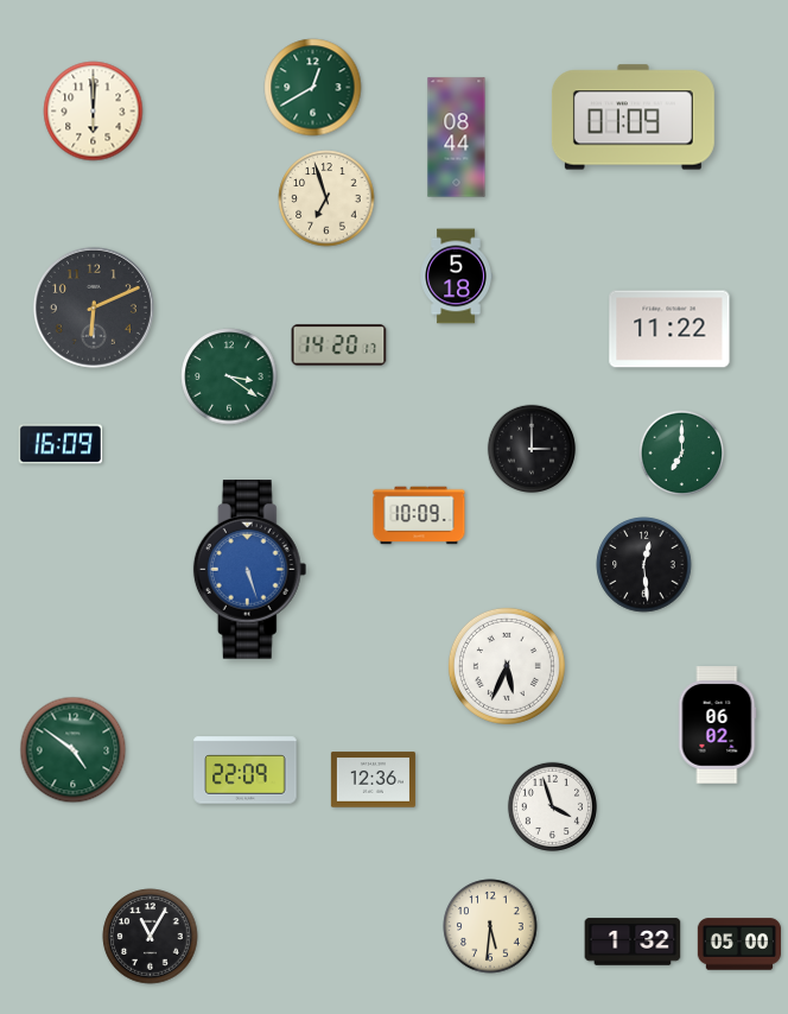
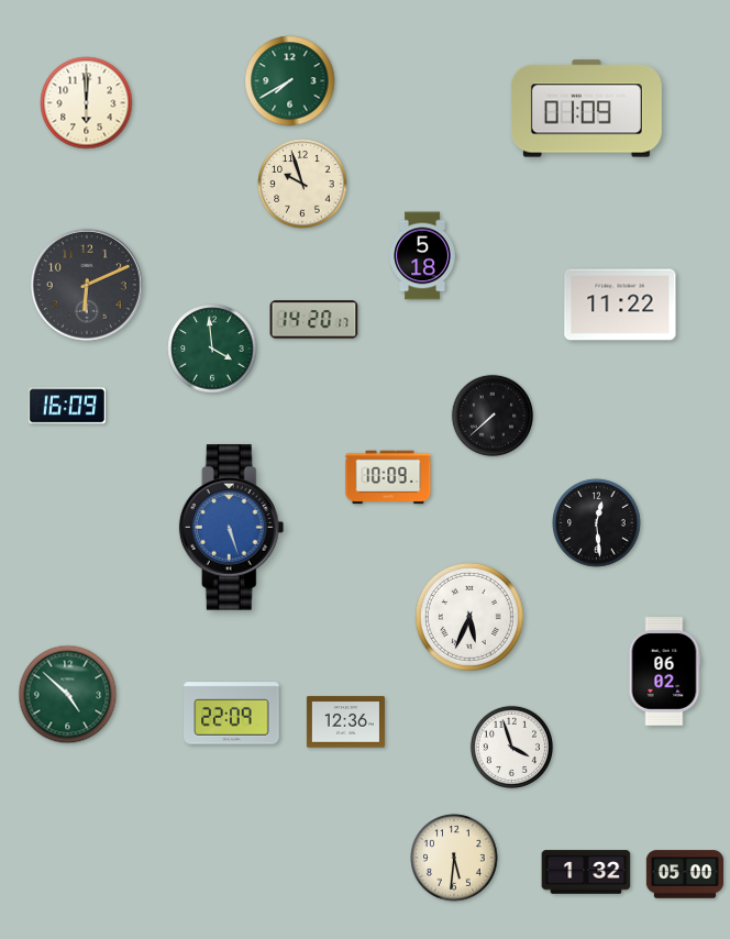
clock at (313, 88): 12:40 -> 7:40
clock at (457, 138): 08:44 -> none
clock at (326, 198): 6:57 -> 9:57
clock at (229, 376): 3:21 -> 3:59
clock at (61, 444) position: (61, 444) -> (67, 406)
clock at (532, 449): 3:00 -> 7:38
clock at (682, 454): 7:00 -> none
clock at (74, 750): 4:51 -> 4:52
clock at (246, 771) position: (246, 771) -> (232, 714)
clock at (151, 937): 11:05 -> none
